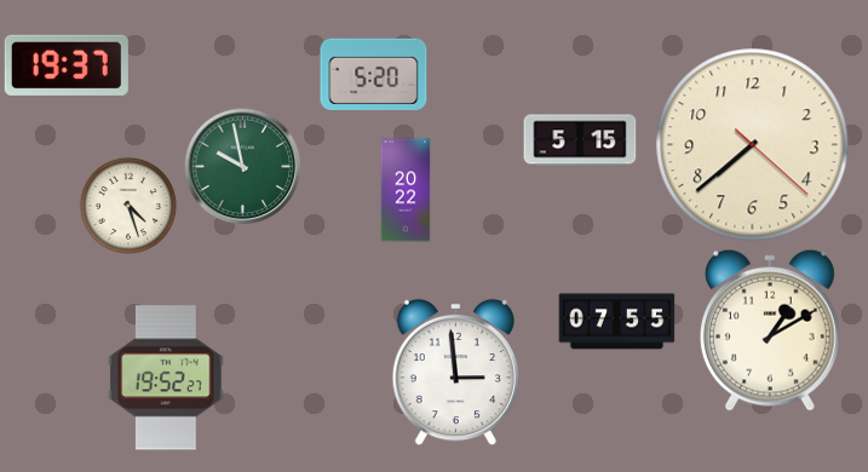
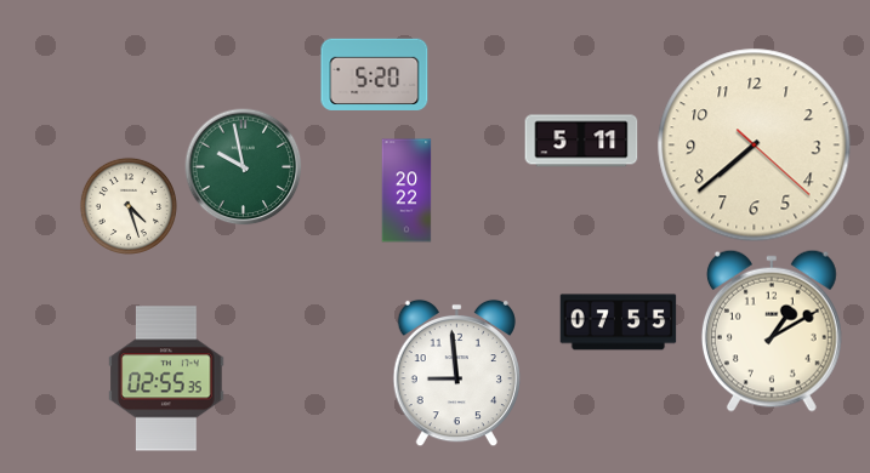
clock at (67, 65): 19:37 -> none
clock at (580, 140): 5:15 -> 5:11
clock at (455, 373): 2:59 -> 8:59
clock at (166, 378): 19:52 -> 02:55
